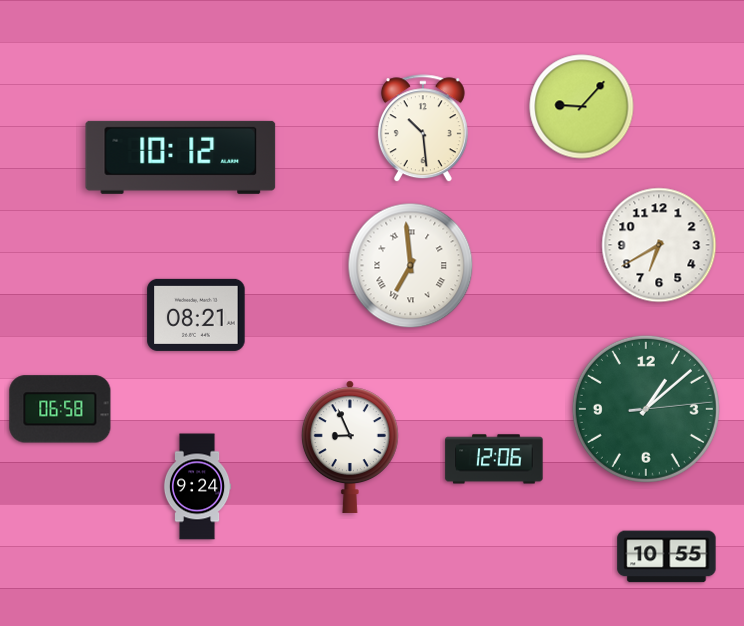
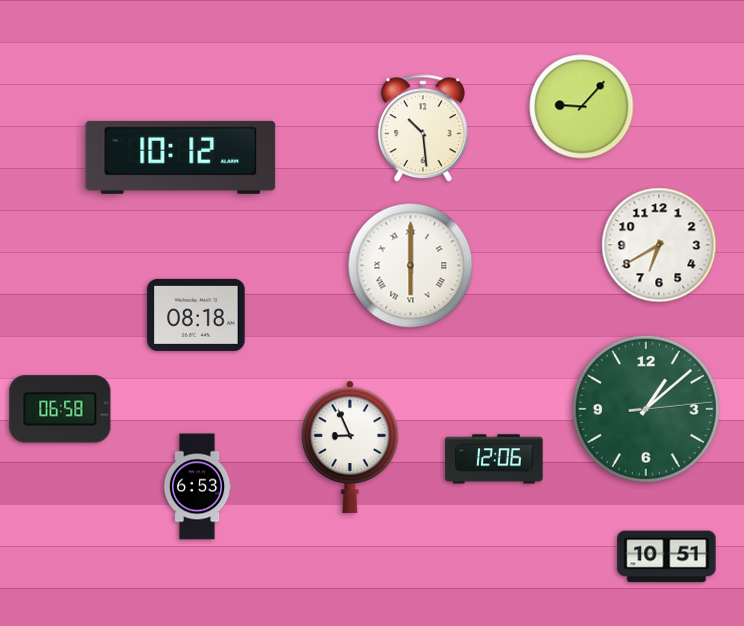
clock at (411, 266): 6:59 -> 6:00
clock at (196, 315): 08:21 -> 08:18
clock at (197, 487): 9:24 -> 6:53
clock at (667, 557): 10:55 -> 10:51
